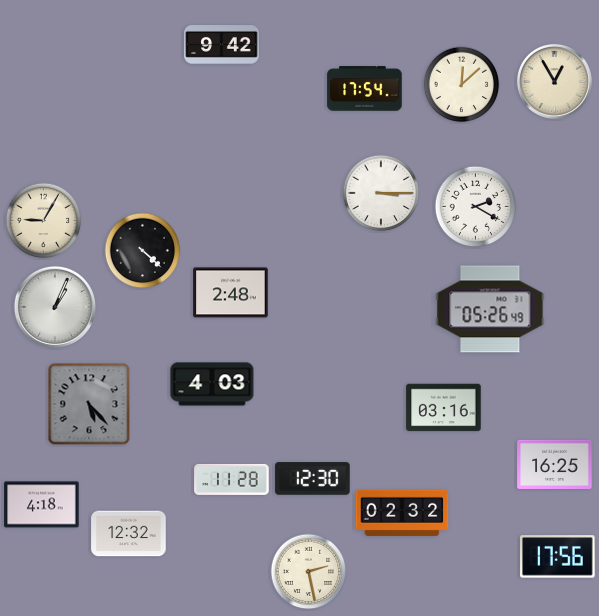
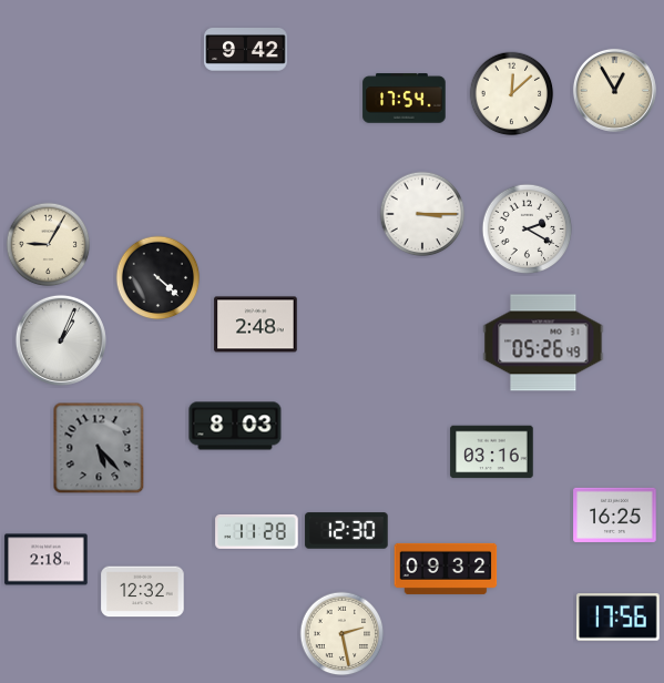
clock at (212, 384): 4:03 -> 8:03
clock at (42, 505): 4:18 -> 2:18
clock at (402, 513): 02:32 -> 09:32
